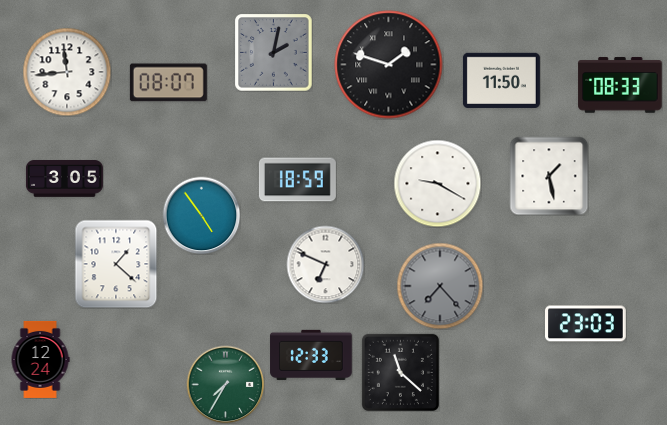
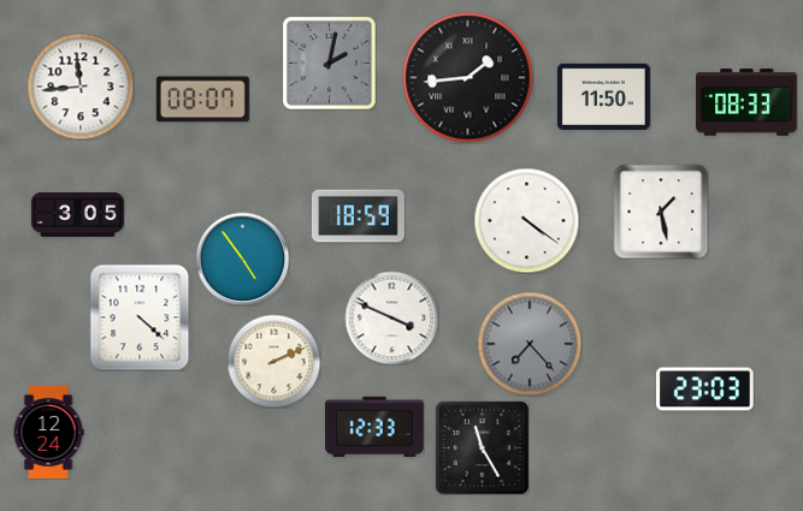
clock at (389, 65): 1:48 -> 1:44
clock at (437, 183): 9:20 -> 4:21
clock at (116, 264): 1:22 -> 4:22
clock at (325, 264): 6:49 -> 3:49
clock at (273, 361): none -> 2:11
clock at (400, 372): 11:22 -> 11:25
clock at (225, 384): 7:35 -> none
